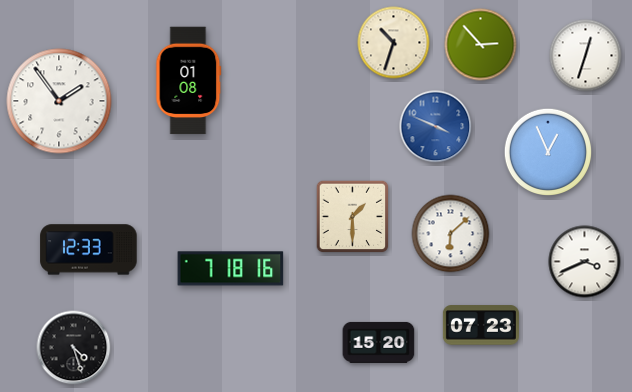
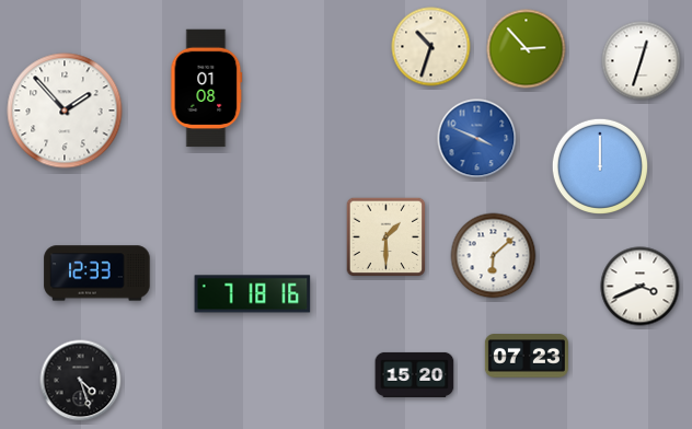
clock at (59, 101): 1:54 -> 1:53
clock at (547, 151): 12:56 -> 12:00
